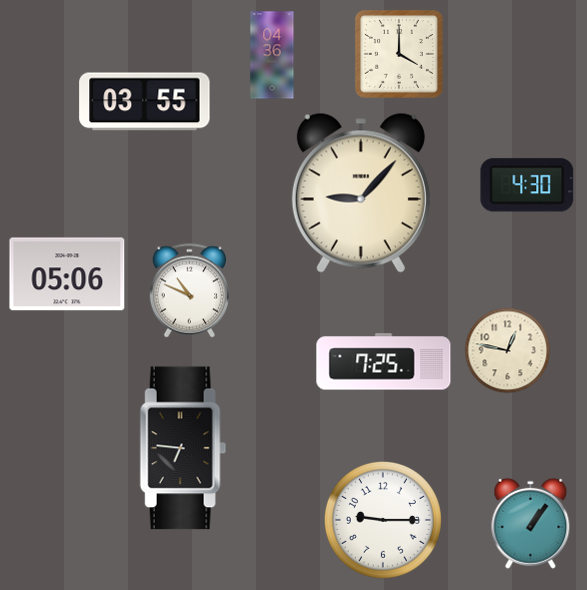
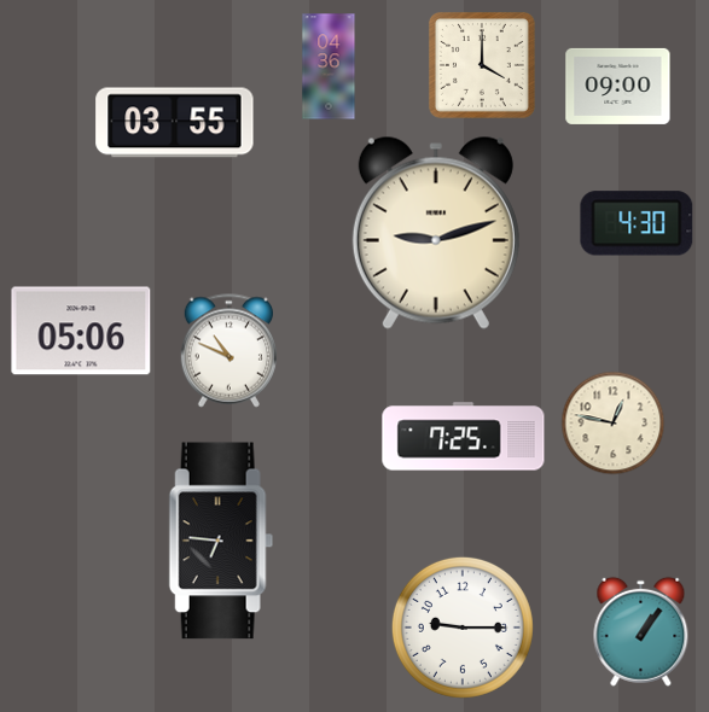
clock at (618, 86): none -> 09:00
clock at (361, 193): 9:07 -> 9:12
